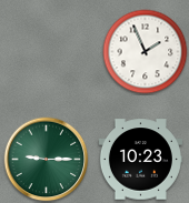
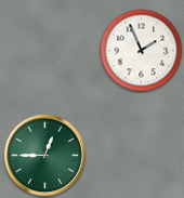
clock at (47, 160): 9:15 -> 12:45
clock at (140, 160): 10:23 -> none
